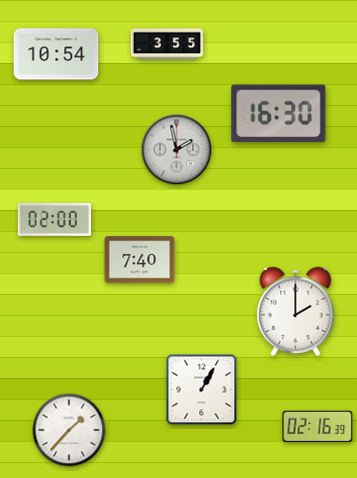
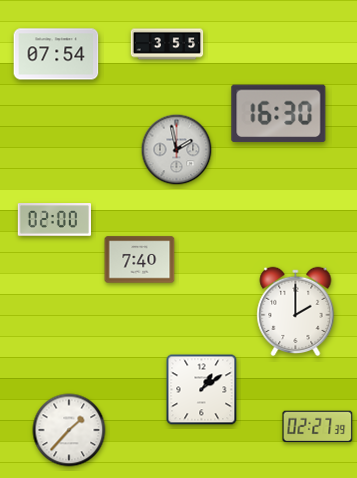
clock at (56, 54): 10:54 -> 07:54
clock at (202, 390): 1:05 -> 1:09
clock at (318, 427): 02:16 -> 02:27
